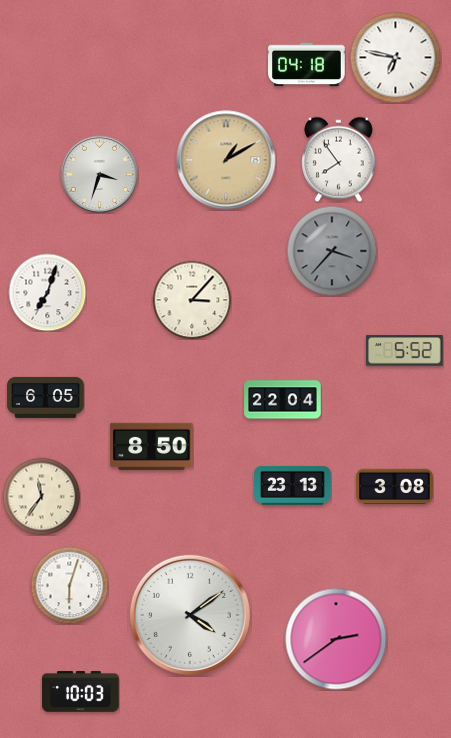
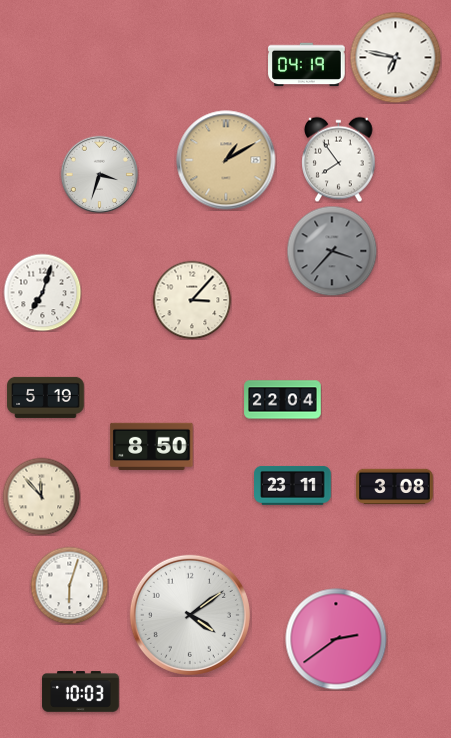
clock at (307, 65): 04:18 -> 04:19
clock at (47, 292) position: (47, 292) -> (42, 292)
clock at (405, 351): 5:52 -> none
clock at (46, 397): 6:05 -> 5:19
clock at (293, 485): 23:13 -> 23:11
clock at (41, 496): 11:36 -> 11:53
